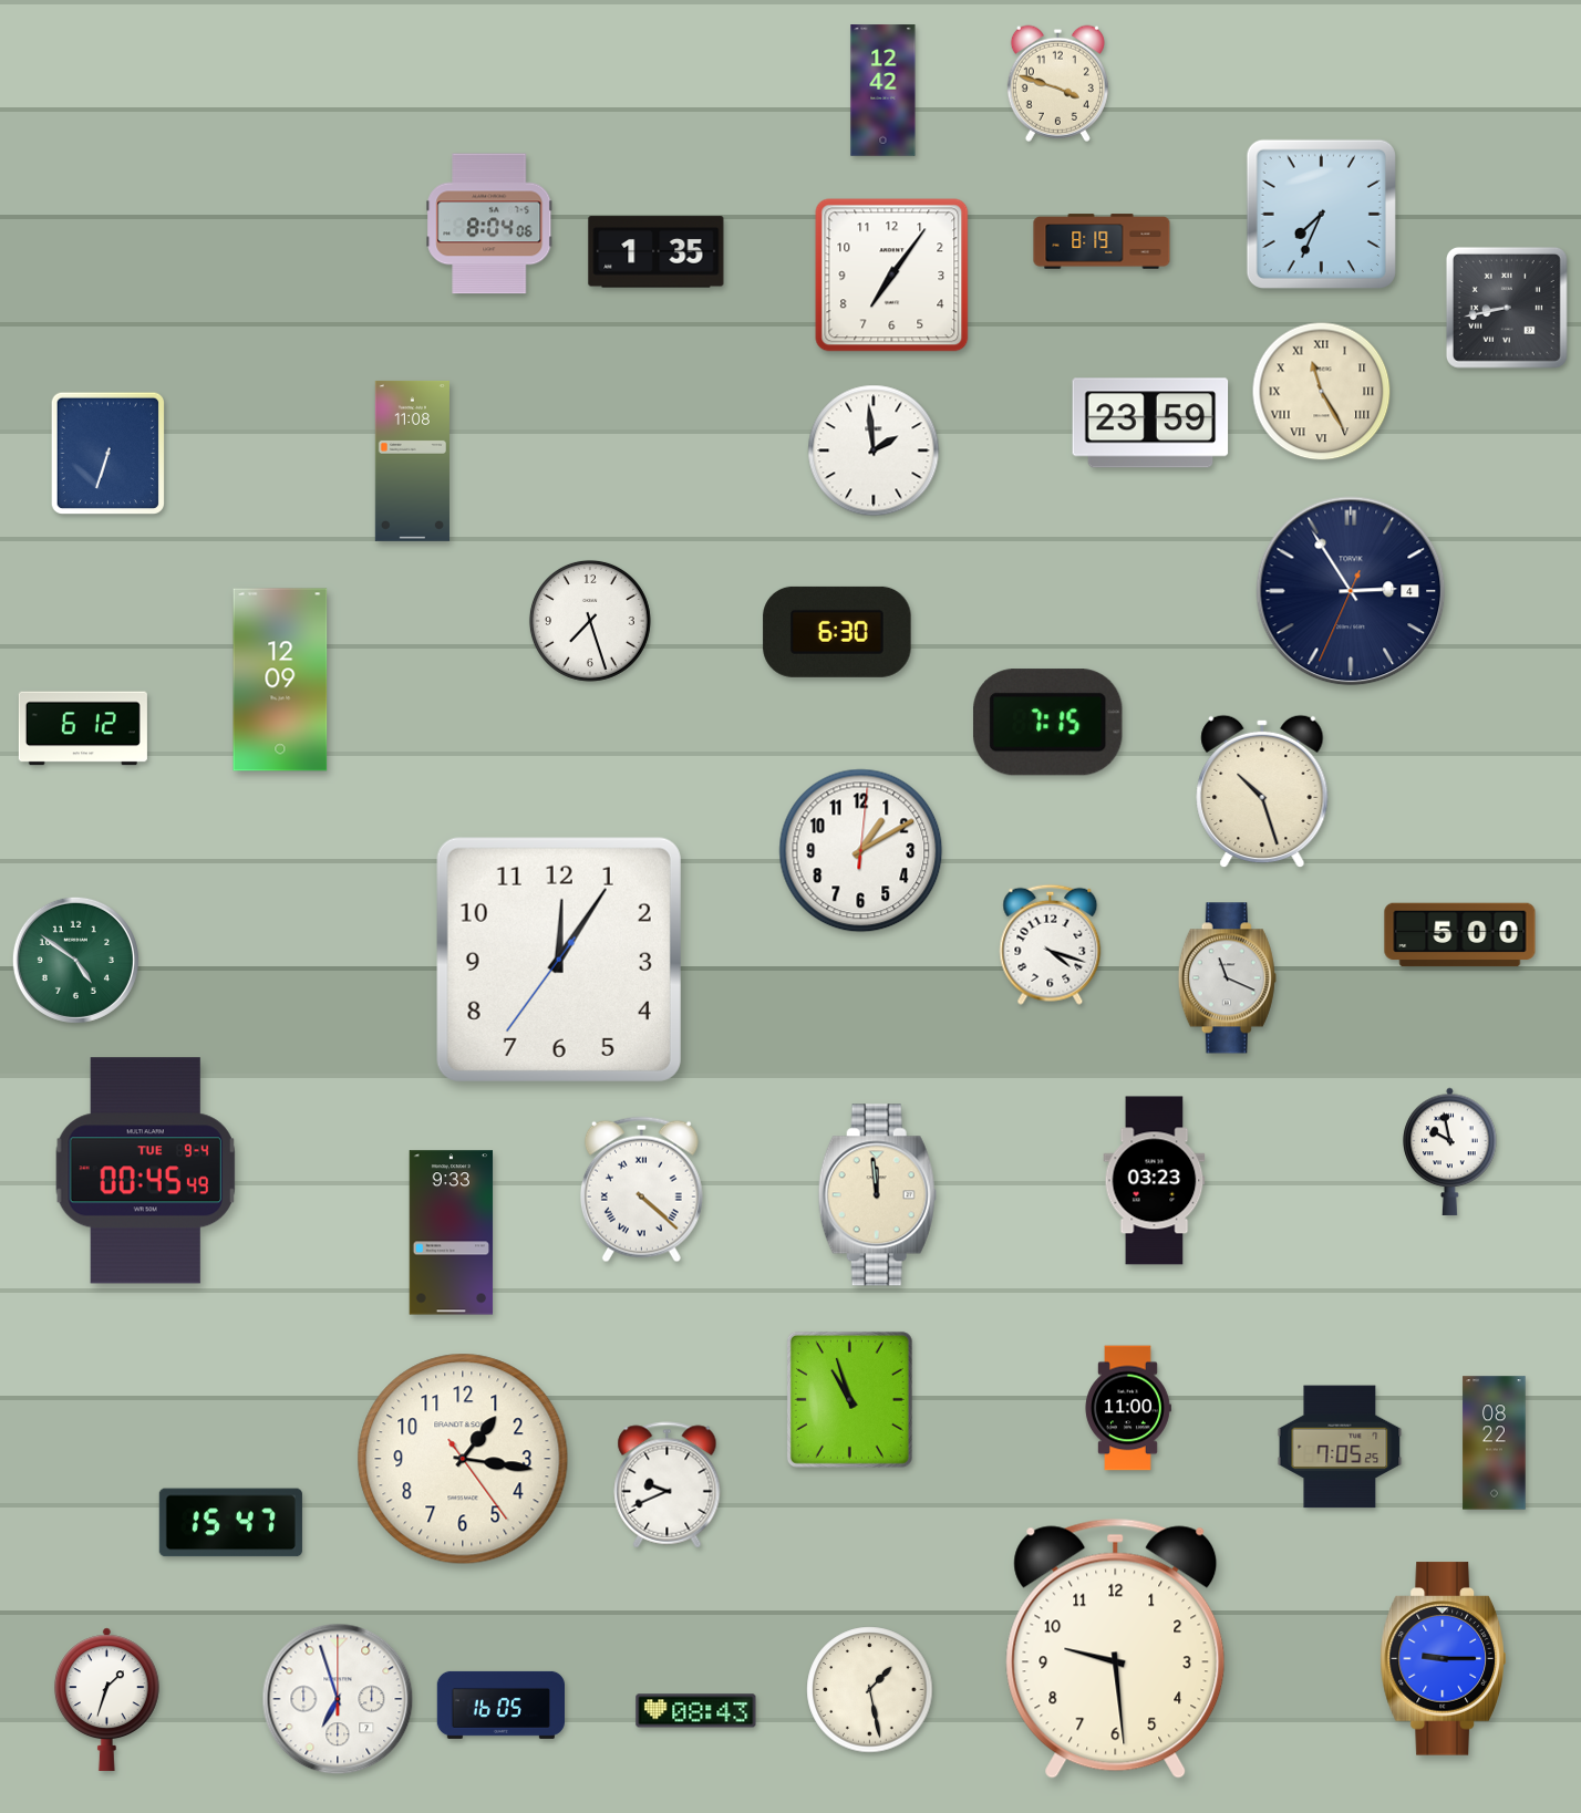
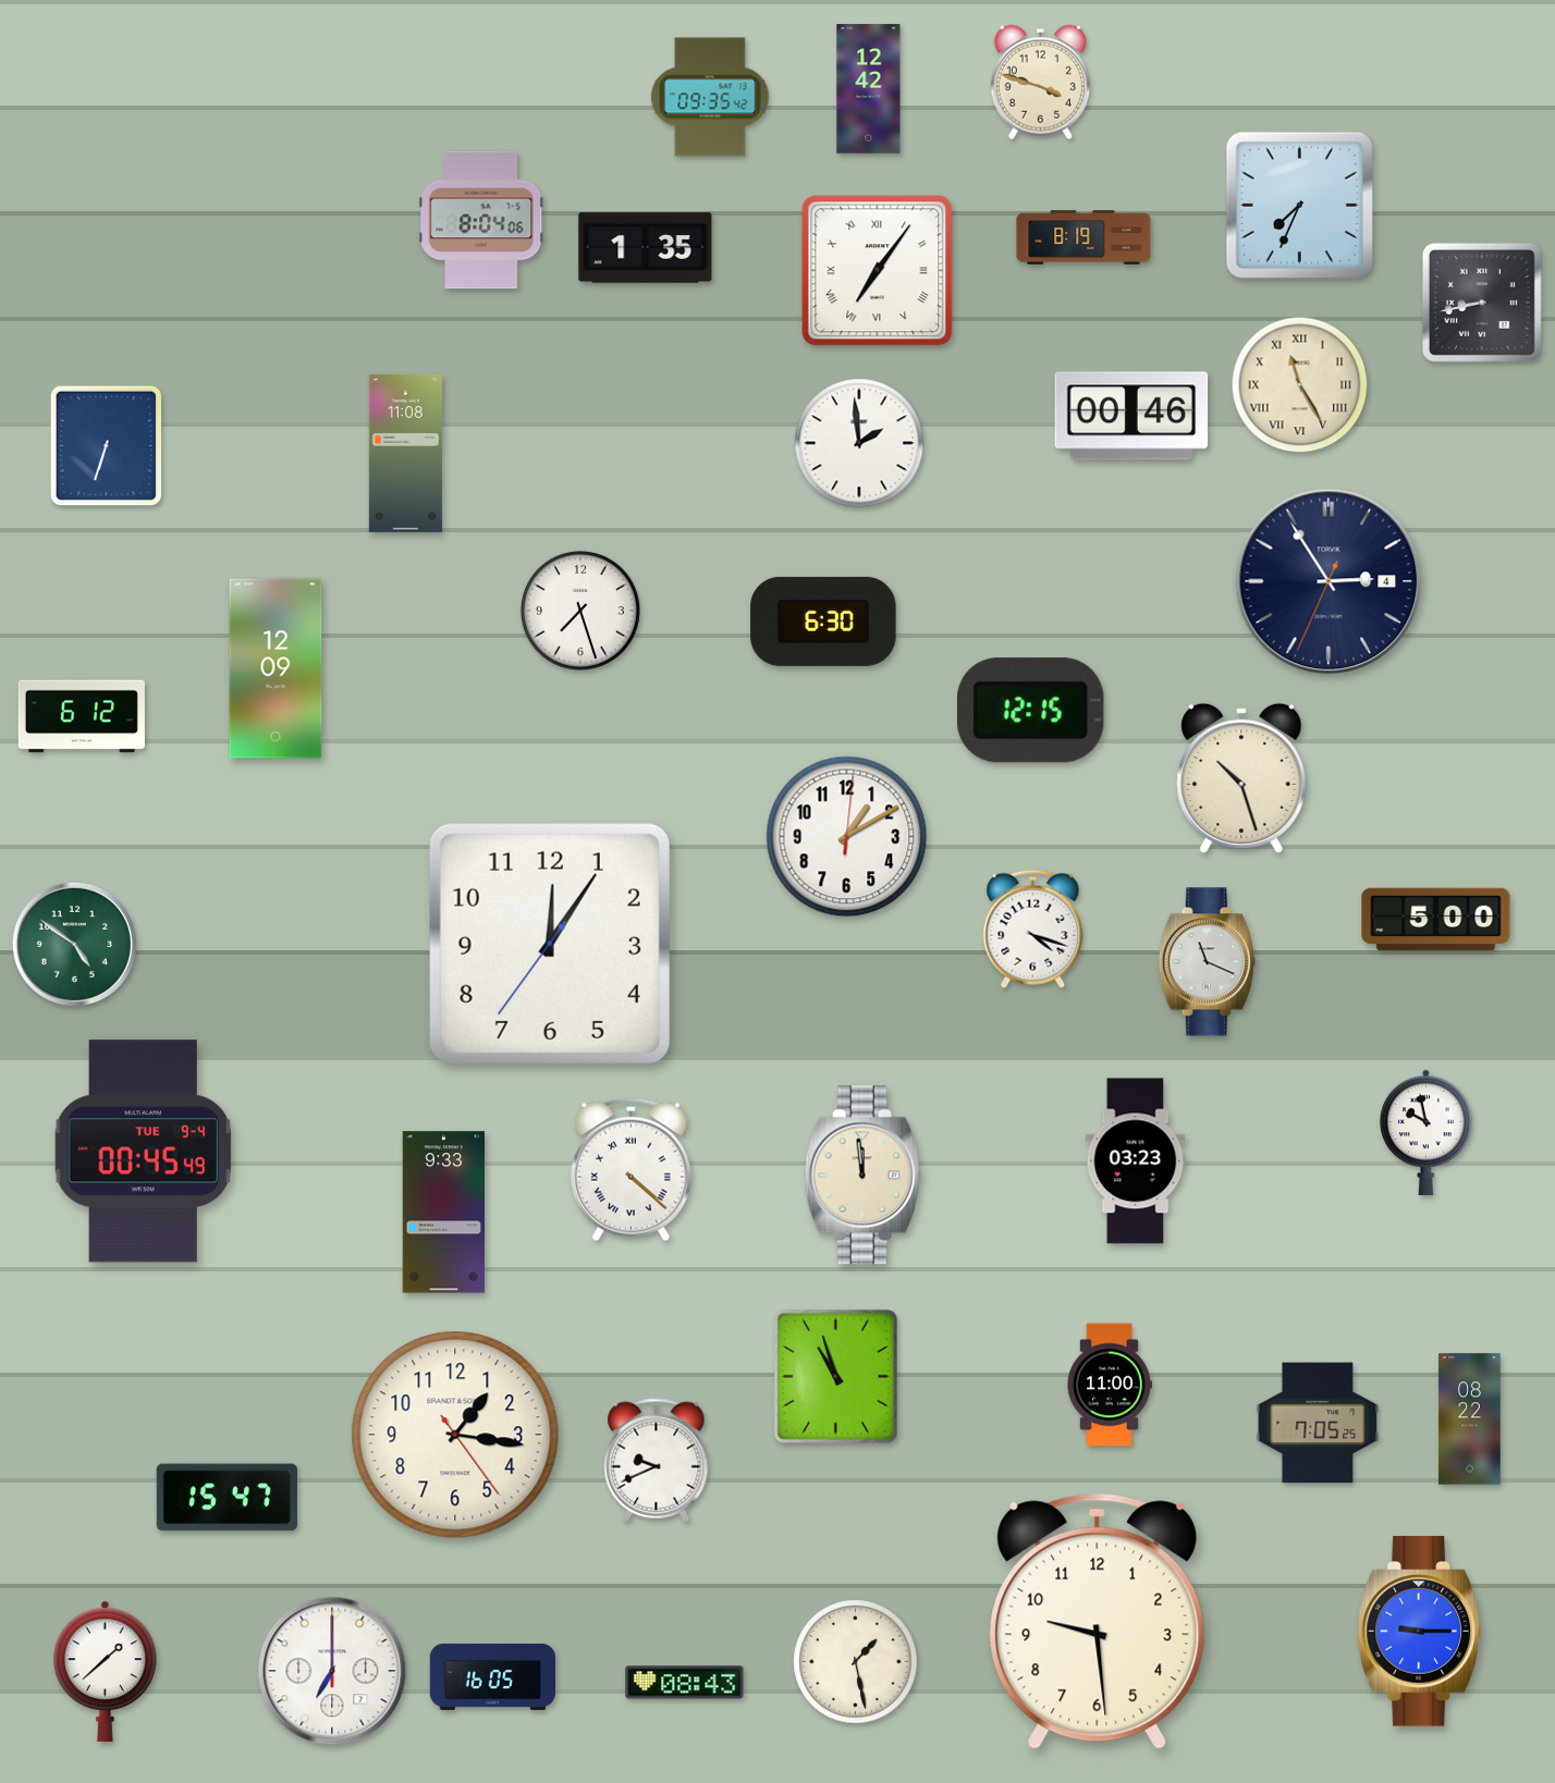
clock at (710, 97): none -> 09:35
clock at (1321, 214) position: (1321, 214) -> (1299, 205)
clock at (892, 276) numerals: Arabic -> Roman
clock at (1150, 423): 23:59 -> 00:46
clock at (1048, 723): 7:15 -> 12:15
clock at (107, 1699): 1:33 -> 1:38
clock at (338, 1699): 6:57 -> 7:00
